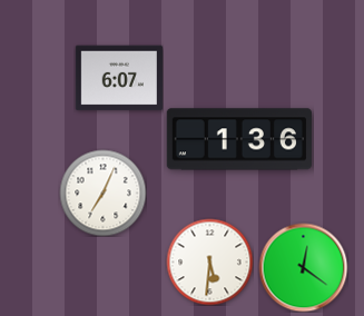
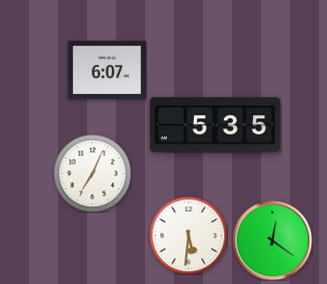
clock at (238, 139): 1:36 -> 5:35
